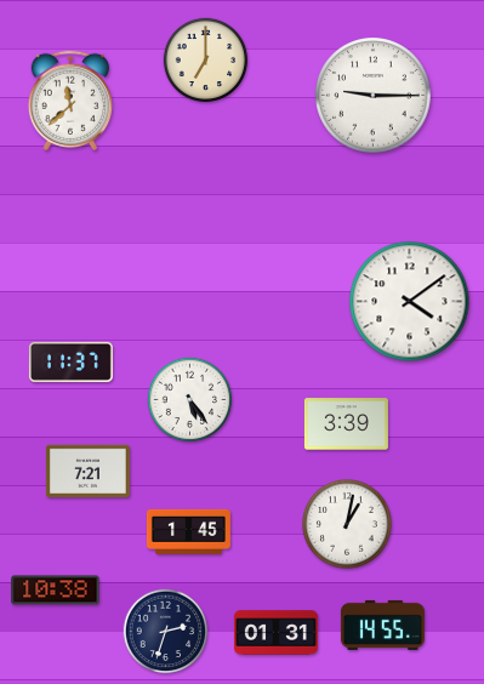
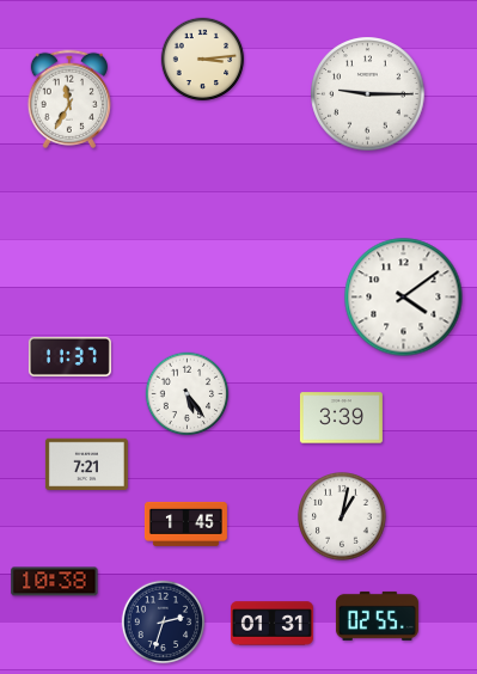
clock at (206, 61): 7:00 -> 3:14
clock at (69, 101): 11:38 -> 11:35
clock at (382, 625): 14:55 -> 02:55
